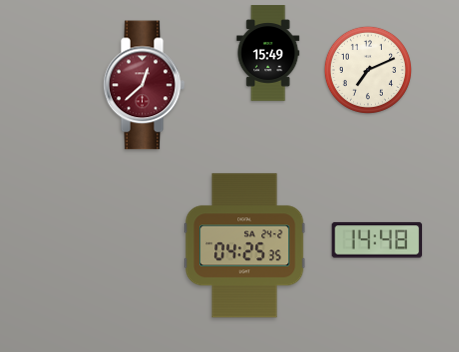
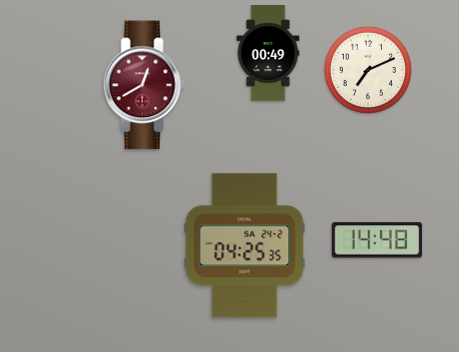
clock at (268, 53): 15:49 -> 00:49
clock at (144, 85): 12:38 -> 12:40
